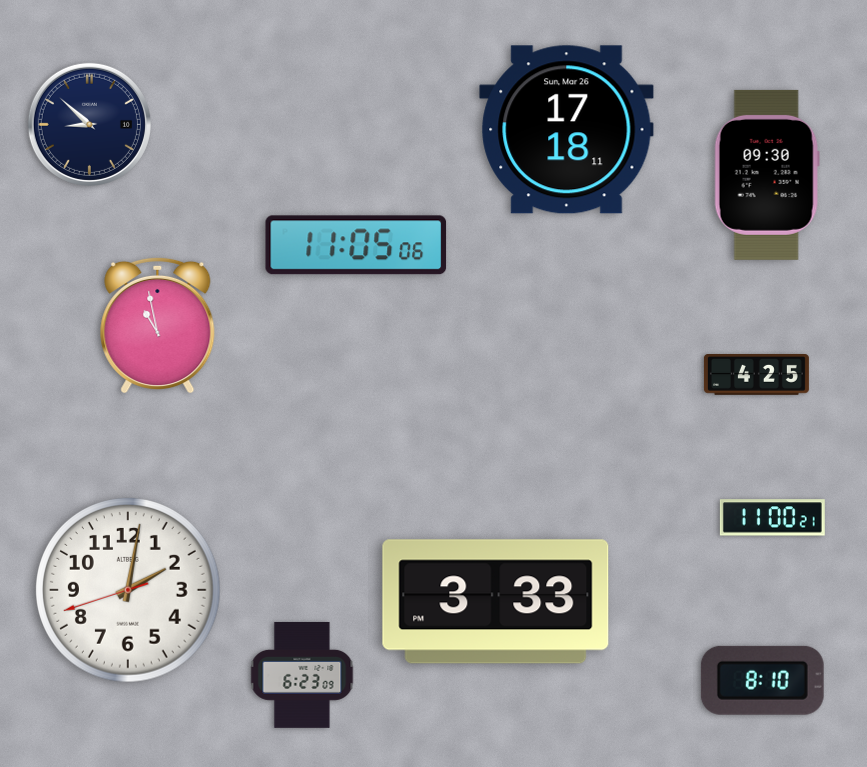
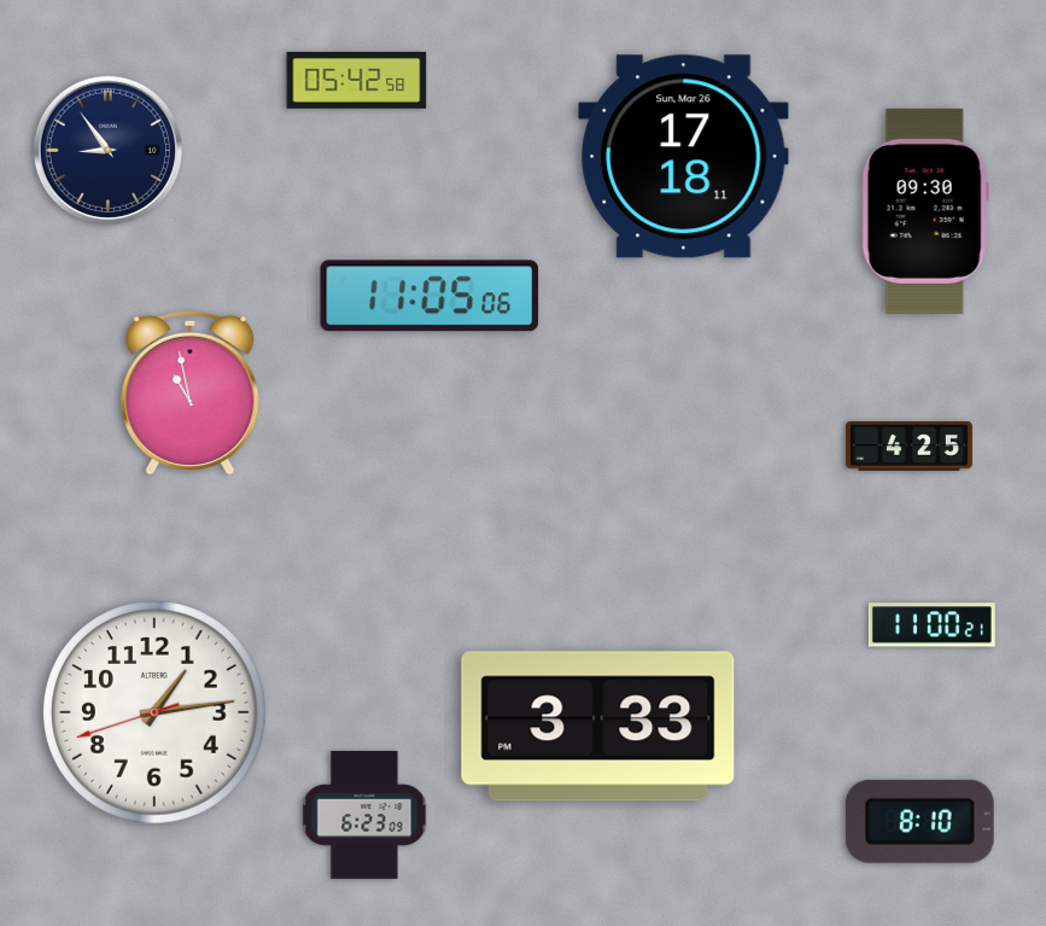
clock at (357, 80): none -> 05:42
clock at (89, 124): 8:52 -> 8:54
clock at (756, 375) position: (756, 375) -> (908, 447)
clock at (129, 591): 2:01 -> 1:13
